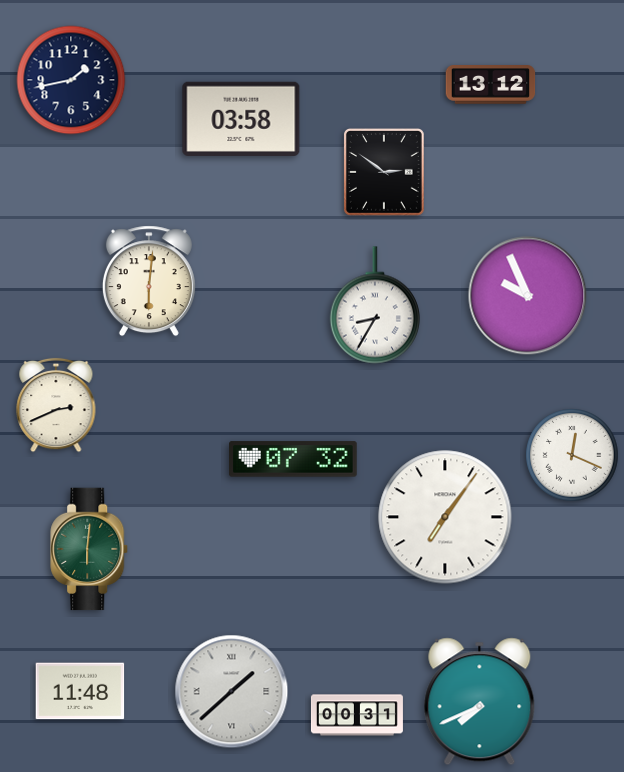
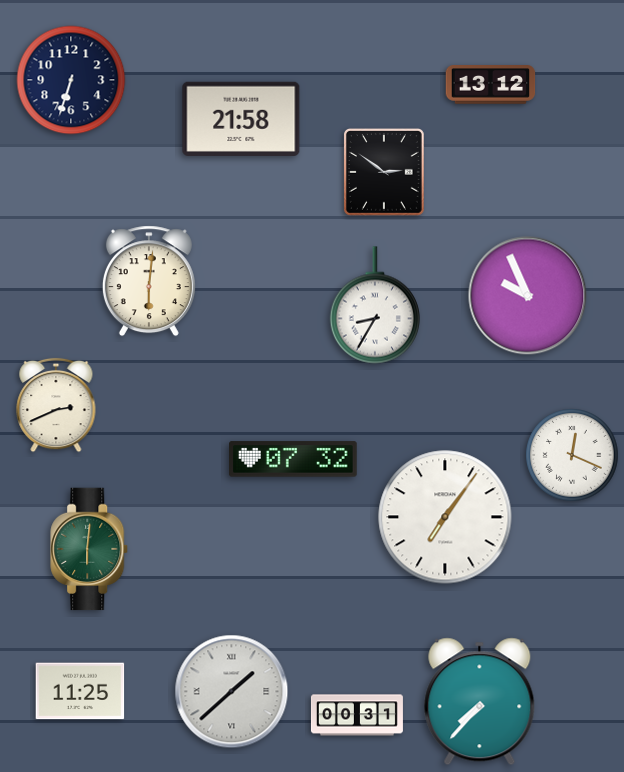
clock at (71, 80): 1:43 -> 6:33
clock at (241, 119): 03:58 -> 21:58
clock at (80, 691): 11:48 -> 11:25
clock at (480, 702): 7:41 -> 7:37
